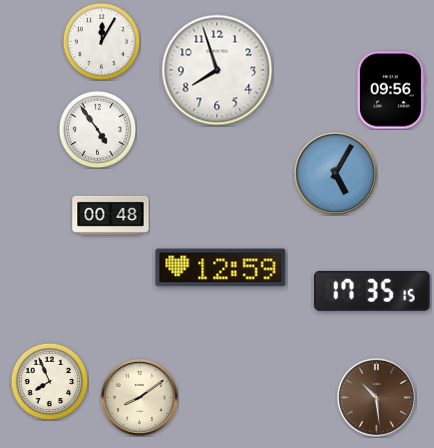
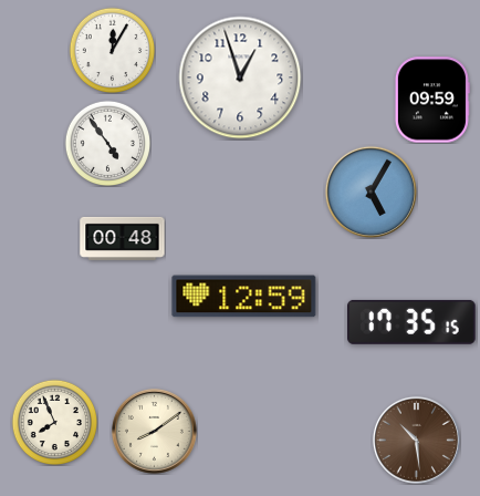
clock at (101, 41) position: (101, 41) -> (112, 50)
clock at (217, 70): 7:57 -> 12:57
clock at (391, 90): 09:56 -> 09:59
clock at (139, 397) position: (139, 397) -> (154, 431)
